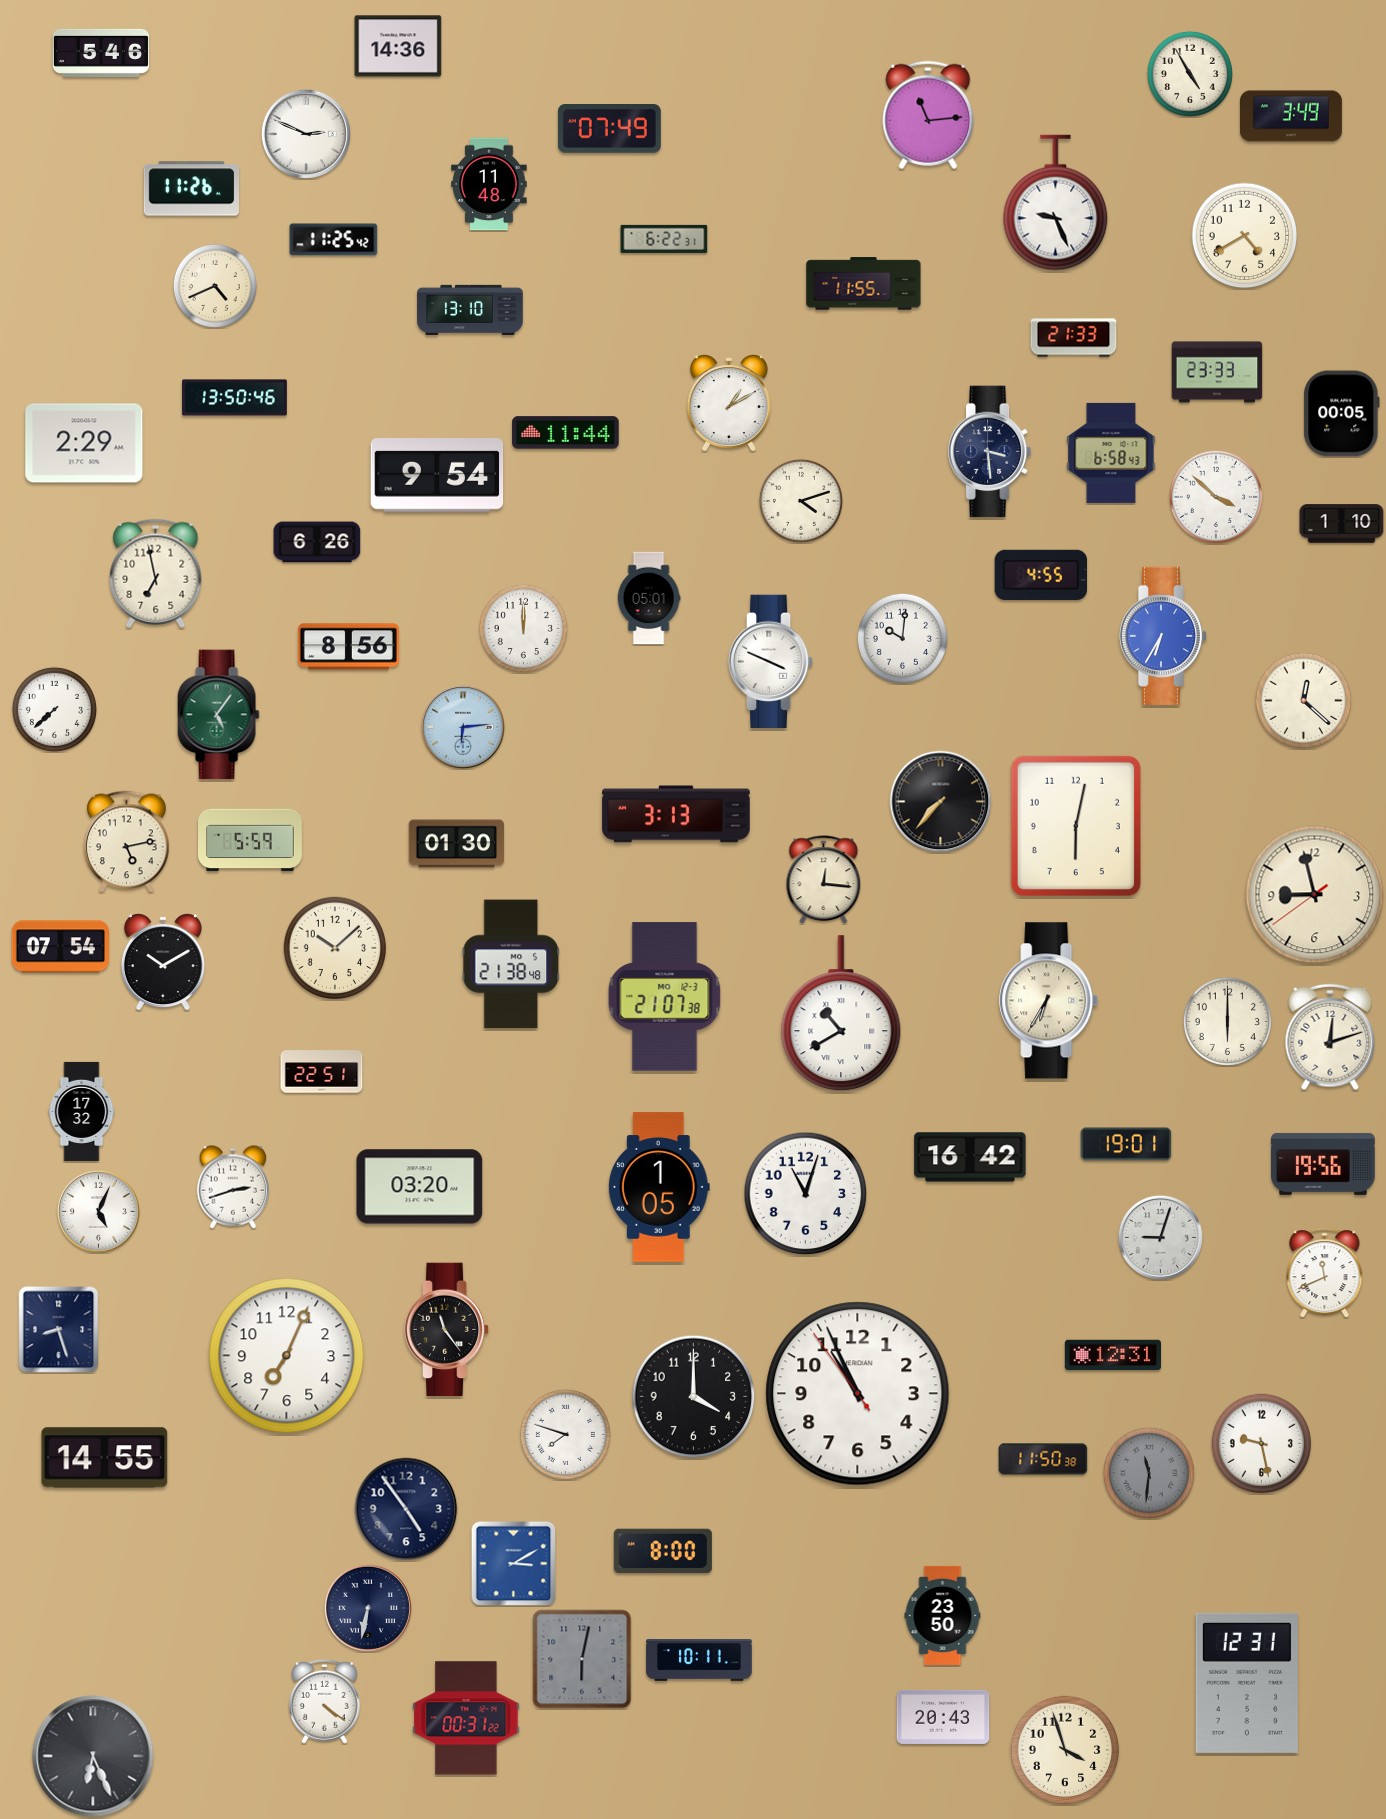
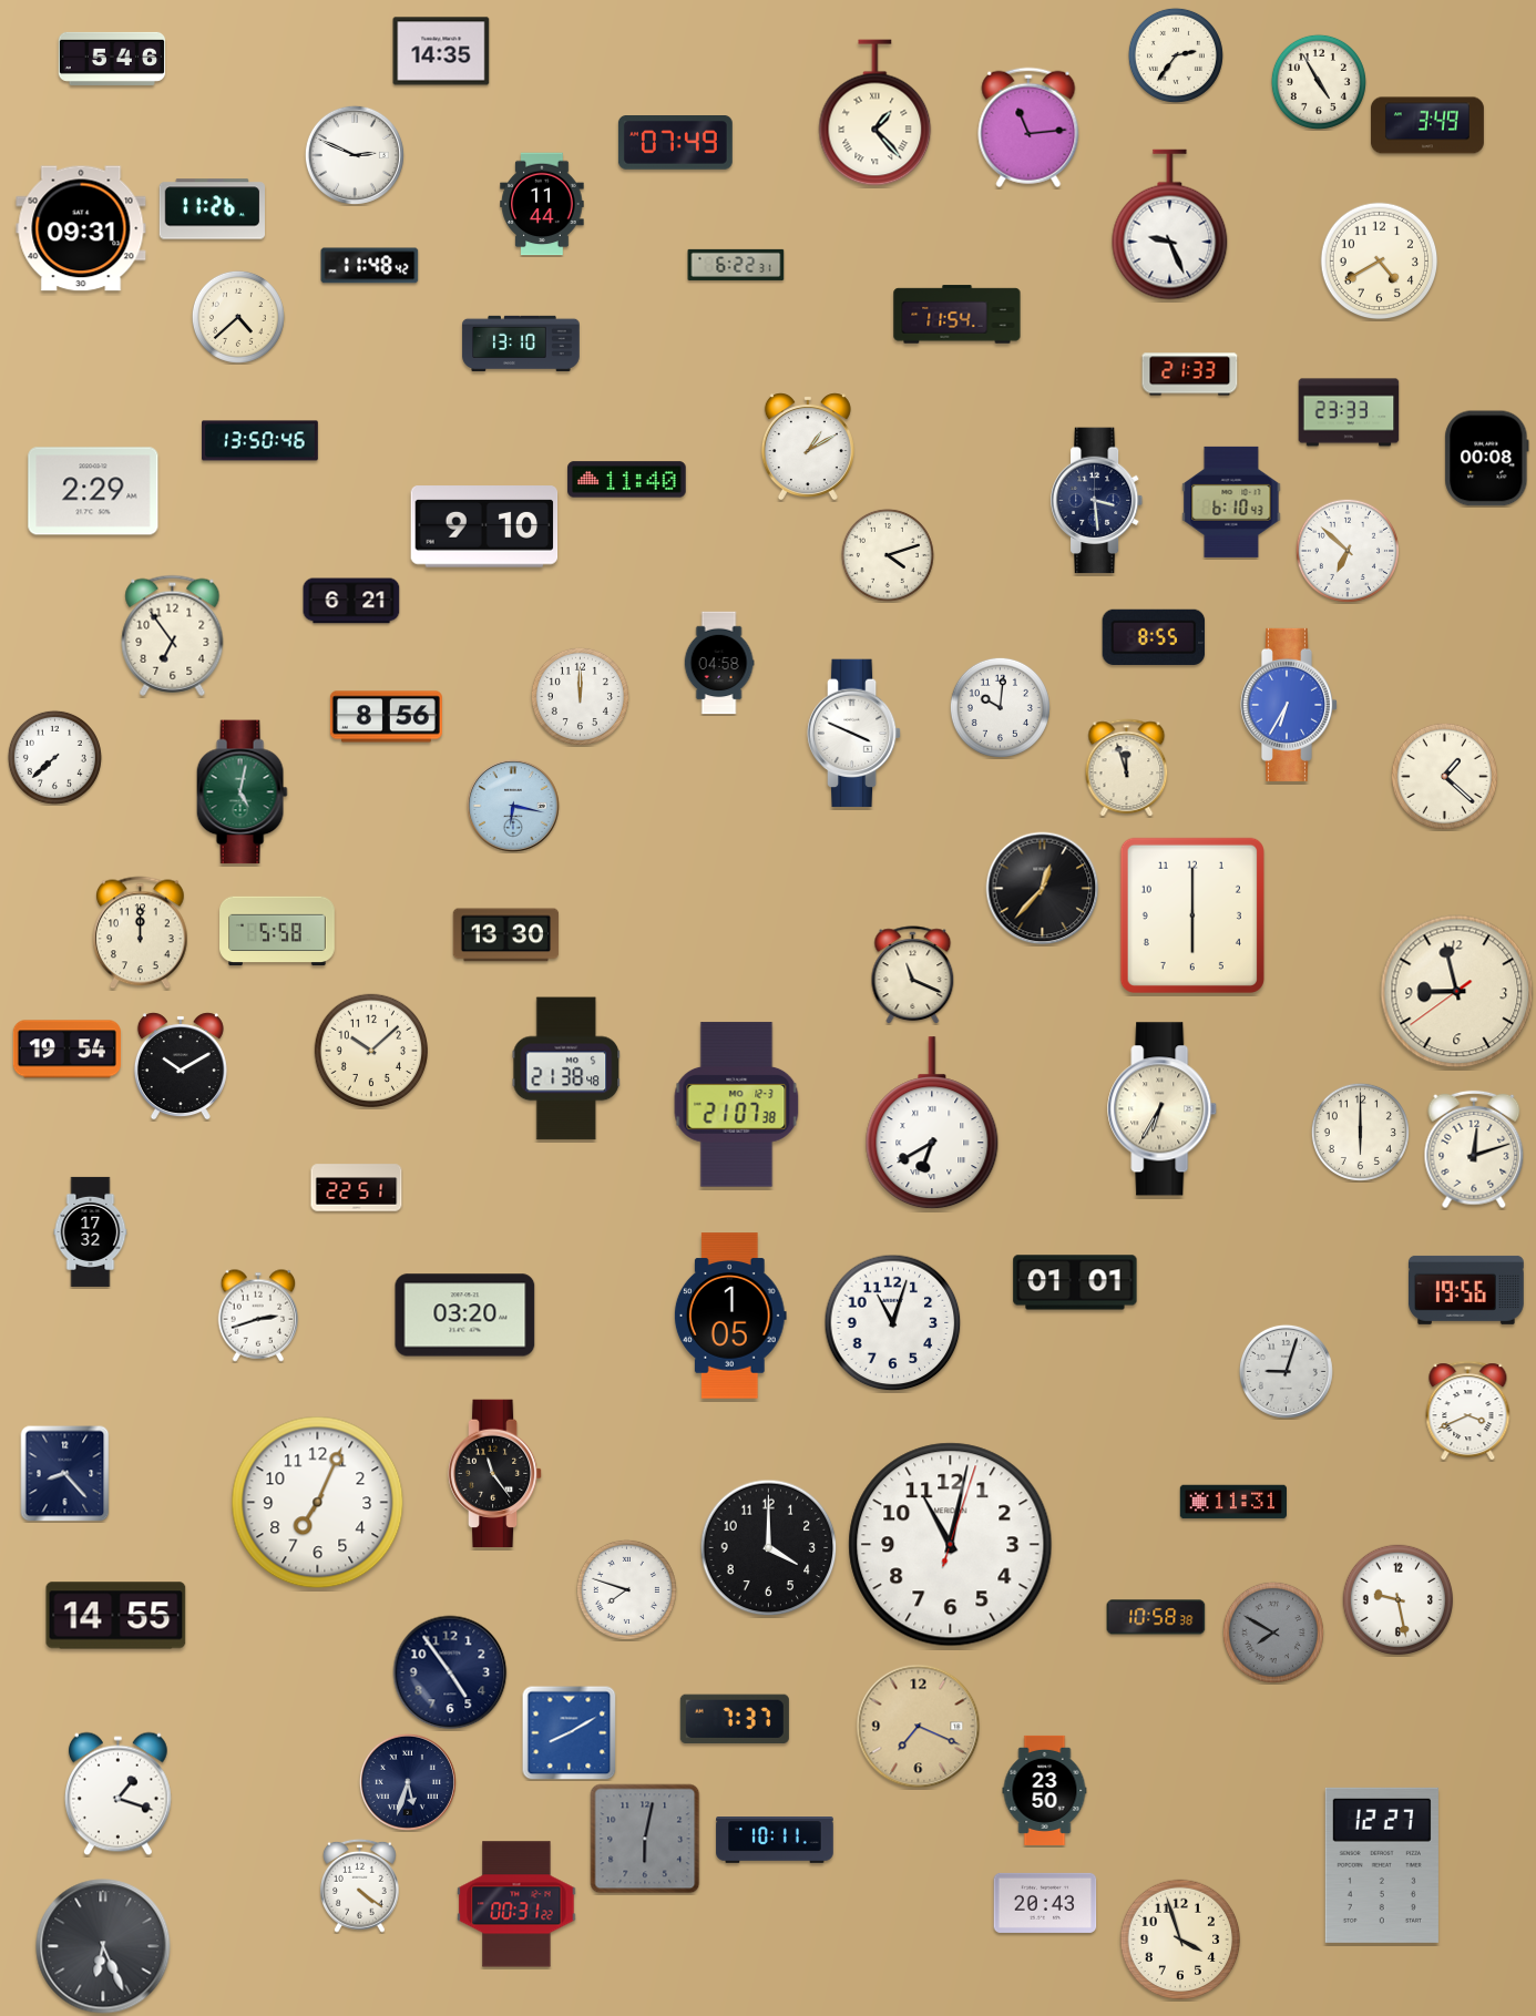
clock at (398, 46): 14:36 -> 14:35
clock at (1176, 55): none -> 2:36
clock at (875, 113): none -> 1:23
clock at (1291, 116) position: (1291, 116) -> (1427, 125)
clock at (306, 134) position: (306, 134) -> (355, 155)
clock at (489, 184): 11:48 -> 11:44
clock at (81, 228): none -> 09:31
clock at (334, 240): 11:25 -> 11:48
clock at (864, 284): 11:55 -> 11:54
clock at (215, 286): 4:41 -> 4:38
clock at (1342, 414): 00:05 -> 00:08
clock at (566, 433): 11:44 -> 11:40
clock at (1111, 453): 6:58 -> 6:10
clock at (437, 475): 9:54 -> 9:10
clock at (1216, 497): 3:52 -> 6:52
clock at (1342, 524): 1:10 -> none
clock at (317, 542): 6:26 -> 6:21
clock at (156, 573): 6:58 -> 6:54
clock at (1041, 575): 4:55 -> 8:55
clock at (649, 598): 05:01 -> 04:58
clock at (1127, 768): none -> 11:57
clock at (1303, 700): 12:22 -> 1:22
clock at (54, 709) position: (54, 709) -> (54, 757)
clock at (218, 715): 5:06 -> 5:02
clock at (463, 727): 6:14 -> 6:17
clock at (941, 802): 7:37 -> 12:37
clock at (676, 814): 3:13 -> none
clock at (1076, 826): 6:02 -> 6:00
clock at (251, 840): 5:59 -> 5:58
clock at (127, 842): 5:13 -> 12:00
clock at (457, 844): 01:30 -> 13:30
clock at (824, 880): 12:16 -> 11:19
clock at (60, 947): 07:54 -> 19:54
clock at (841, 1014): 10:40 -> 6:40
clock at (1126, 1144): 19:01 -> none
clock at (970, 1157): 16:42 -> 01:01
clock at (99, 1212): 5:04 -> none
clock at (1325, 1273): 11:41 -> 3:41
clock at (59, 1329): 8:27 -> 8:23
clock at (1112, 1355): 12:31 -> 11:31
clock at (858, 1394): 10:55 -> 11:02
clock at (1043, 1459): 11:50 -> 10:58
clock at (1149, 1473): 11:31 -> 7:50
clock at (663, 1550): 8:00 -> 7:37
clock at (919, 1727): none -> 7:19
clock at (513, 1563): 3:10 -> 8:10
clock at (368, 1608): 6:32 -> 5:33
clock at (117, 1794): none -> 1:18
clock at (1247, 1683): 12:31 -> 12:27
